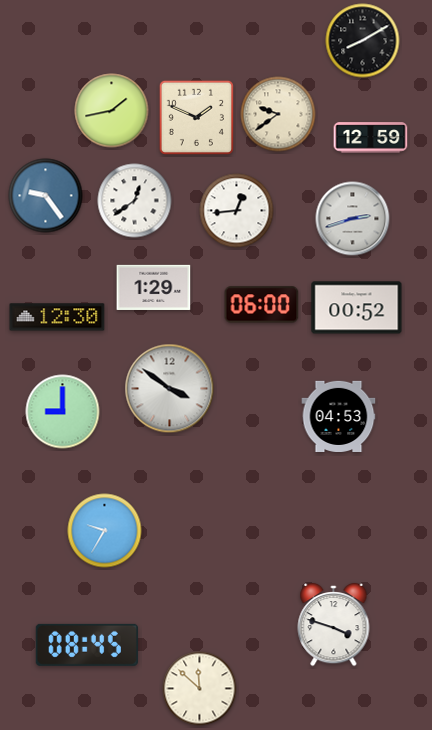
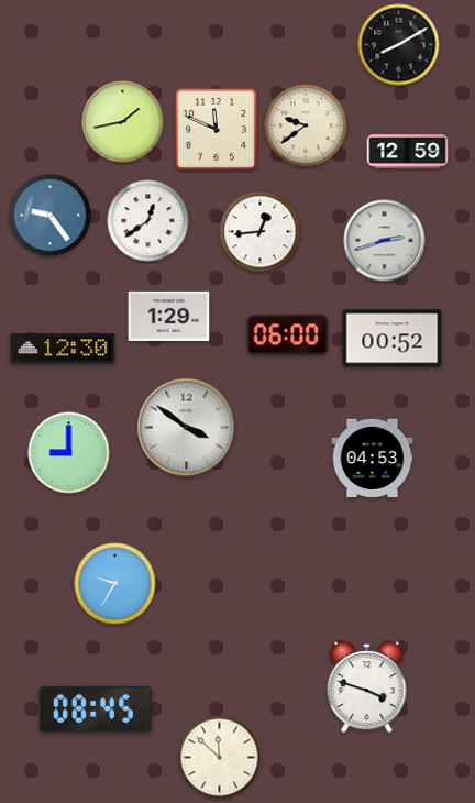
clock at (196, 117): 1:49 -> 11:49
clock at (353, 219) position: (353, 219) -> (385, 241)
